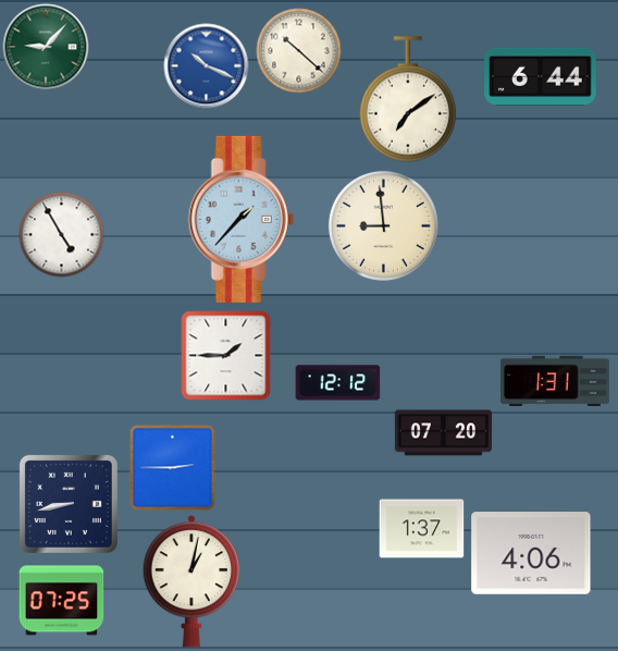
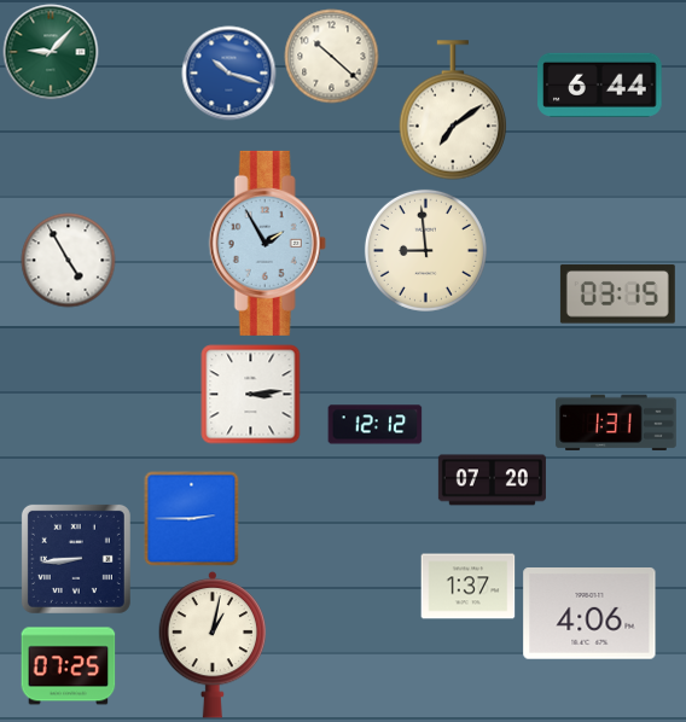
clock at (206, 65): 10:19 -> 10:18
clock at (240, 219): 1:37 -> 1:55
clock at (617, 295): none -> 03:15
clock at (225, 355): 1:45 -> 3:14
clock at (69, 504): 8:43 -> 8:44
